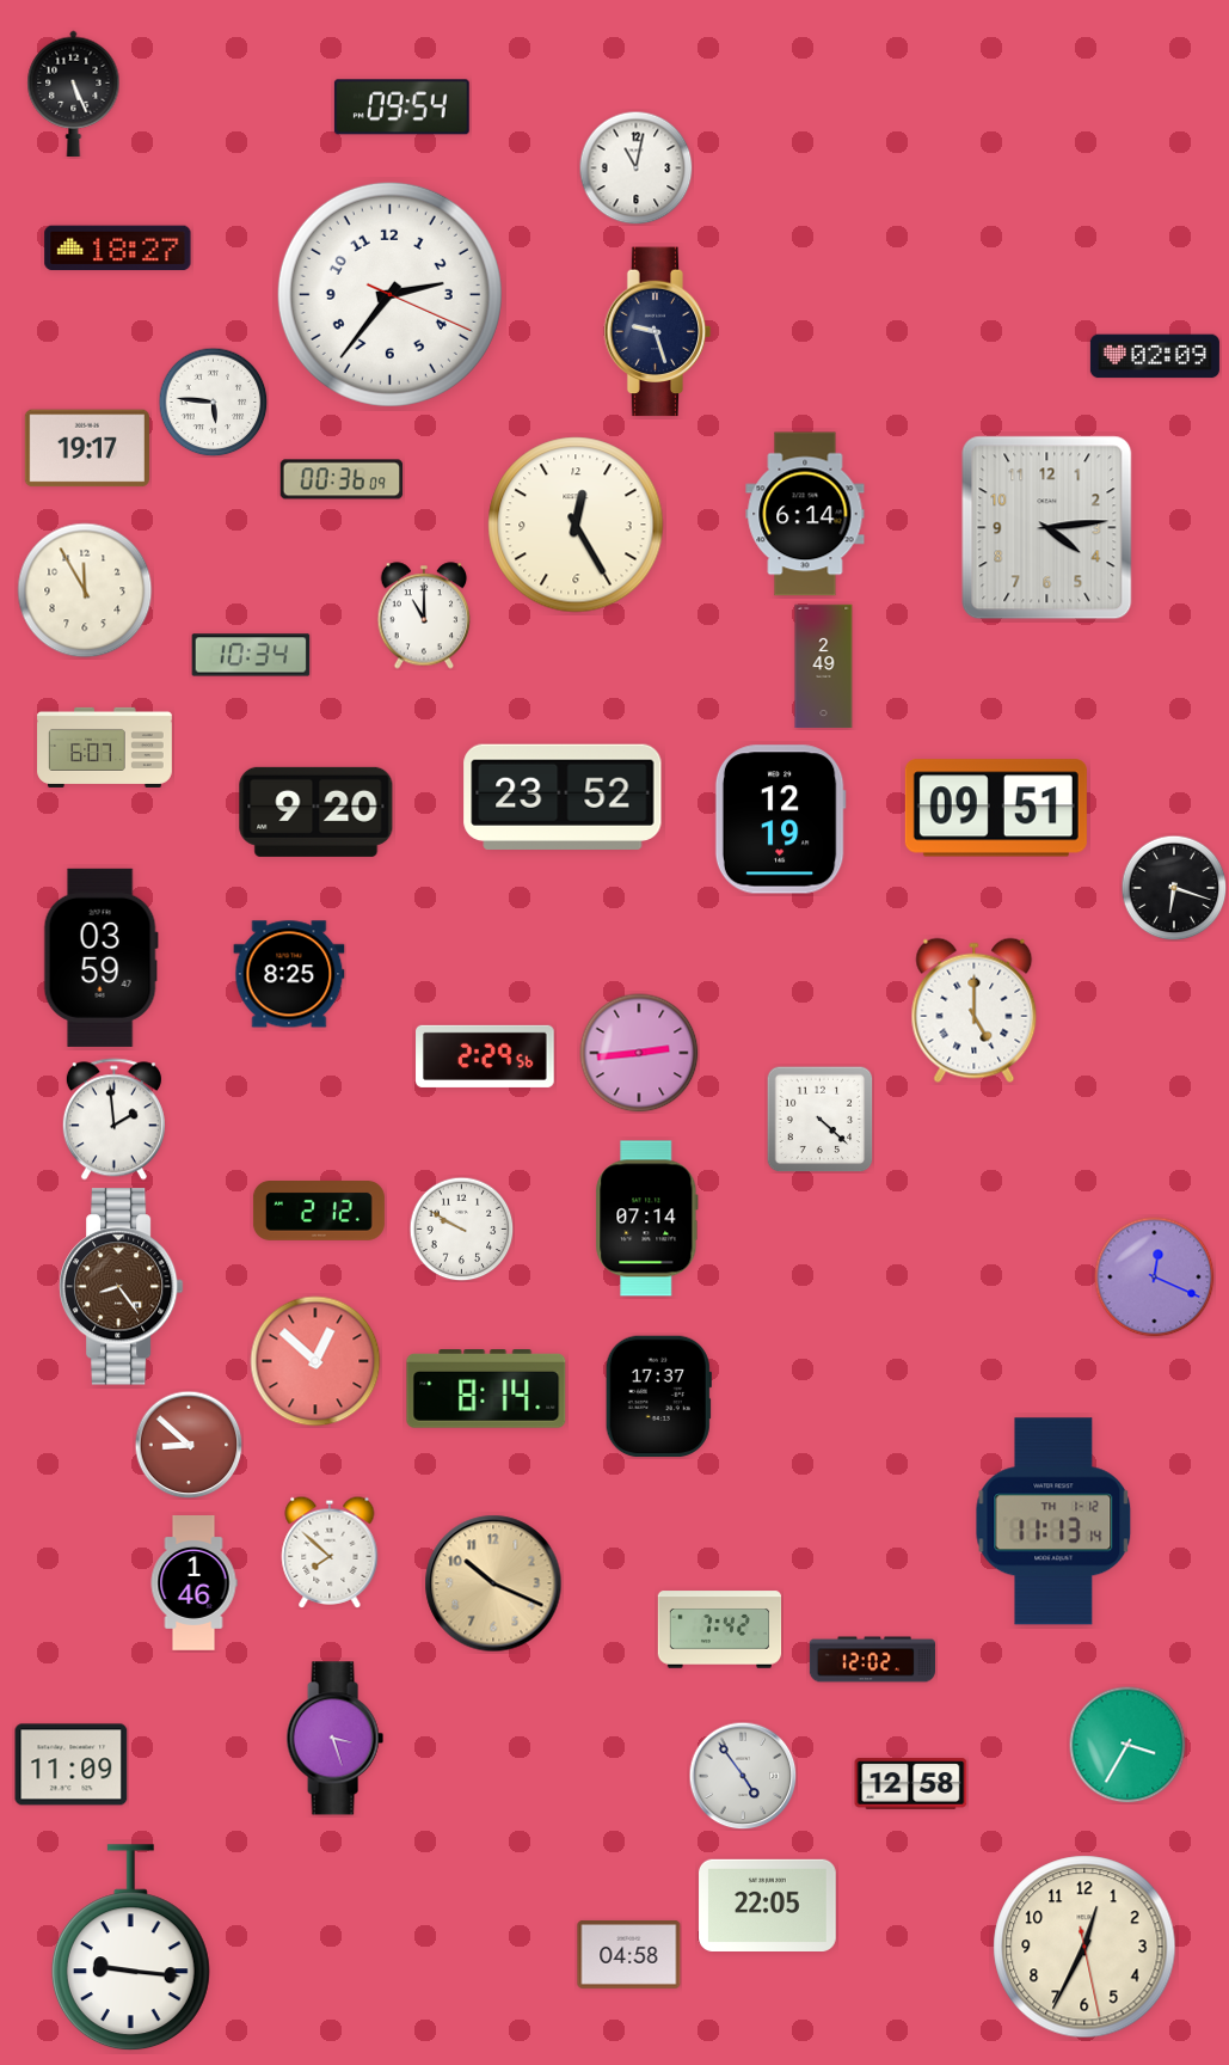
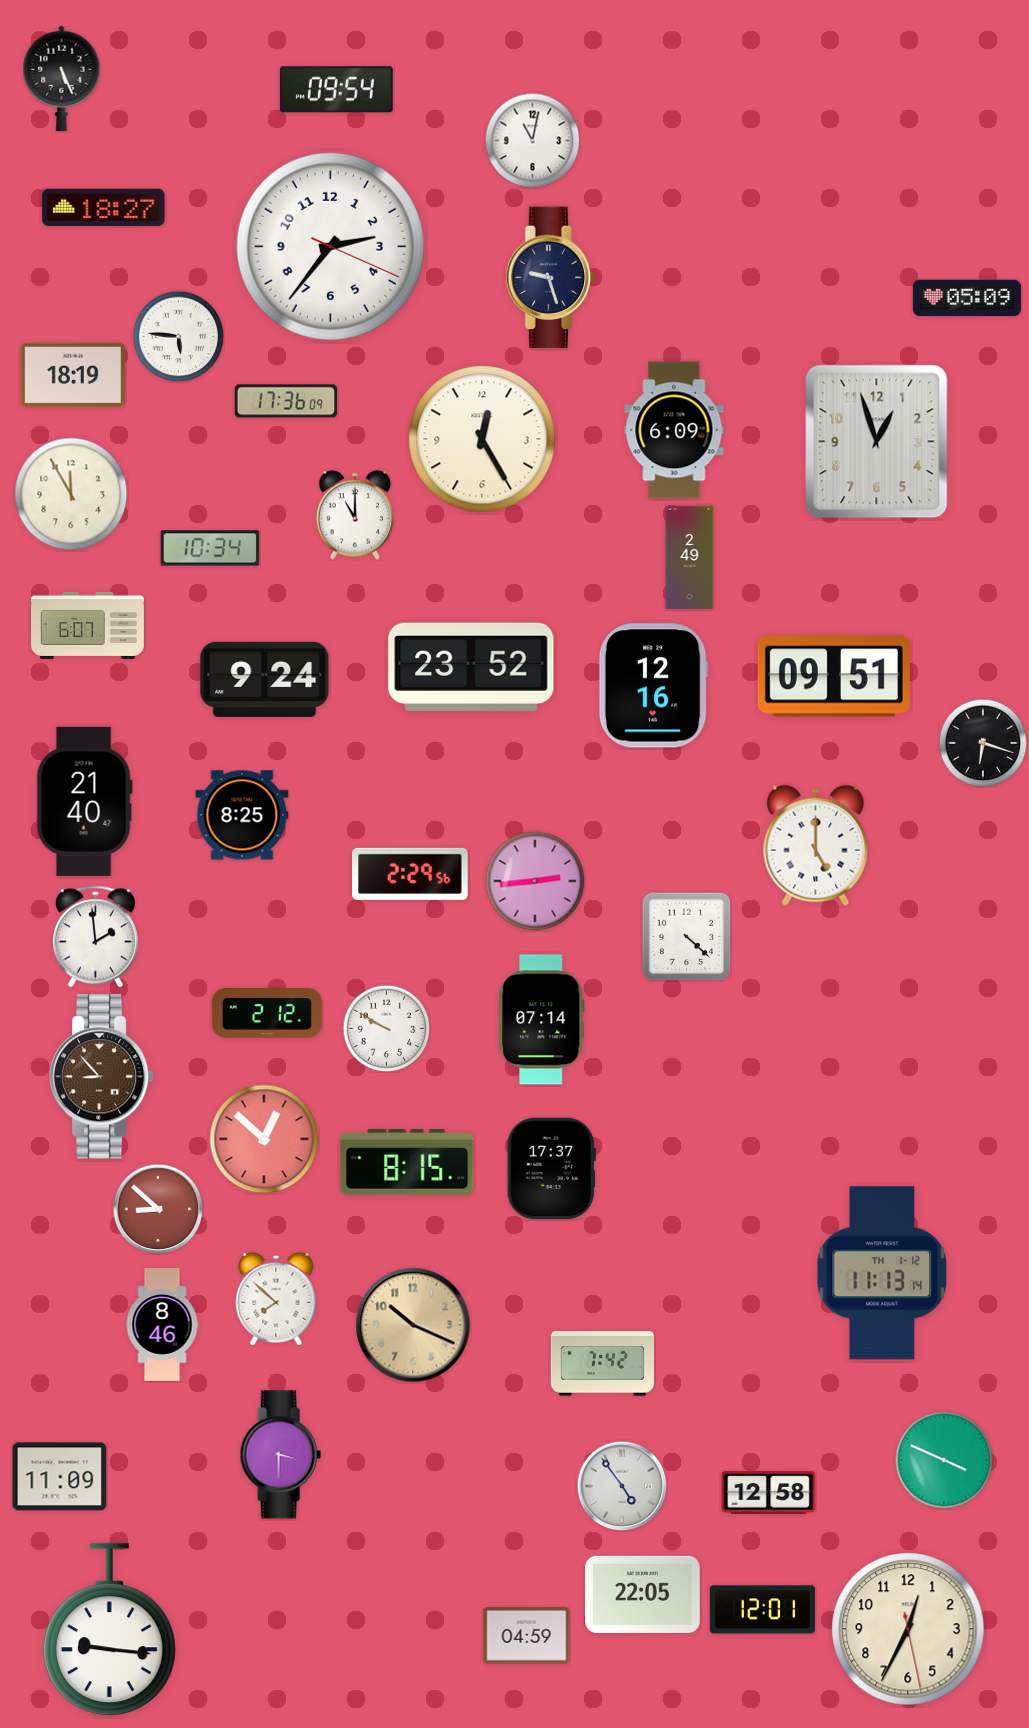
clock at (118, 249) position: (118, 249) -> (104, 208)
clock at (389, 294) position: (389, 294) -> (330, 246)
clock at (1155, 356): 02:09 -> 05:09
clock at (87, 448): 19:17 -> 18:19
clock at (342, 479): 00:36 -> 17:36
clock at (805, 514): 6:14 -> 6:09
clock at (1047, 528): 4:14 -> 12:57
clock at (317, 811): 9:20 -> 9:24
clock at (780, 820): 12:19 -> 12:16
clock at (100, 957): 03:59 -> 21:40
clock at (485, 1056) position: (485, 1056) -> (410, 874)
clock at (1155, 1277): 12:19 -> none
clock at (121, 1287): 8:24 -> 8:53
clock at (486, 1390): 8:14 -> 8:15
clock at (193, 1583): 1:46 -> 8:46
clock at (872, 1660): 12:02 -> none
clock at (334, 1739): 3:27 -> 3:30
clock at (1127, 1745): 3:35 -> 3:49
clock at (911, 1784) position: (911, 1784) -> (769, 1493)
clock at (762, 1610): none -> 12:01
clock at (629, 1955): 04:58 -> 04:59
